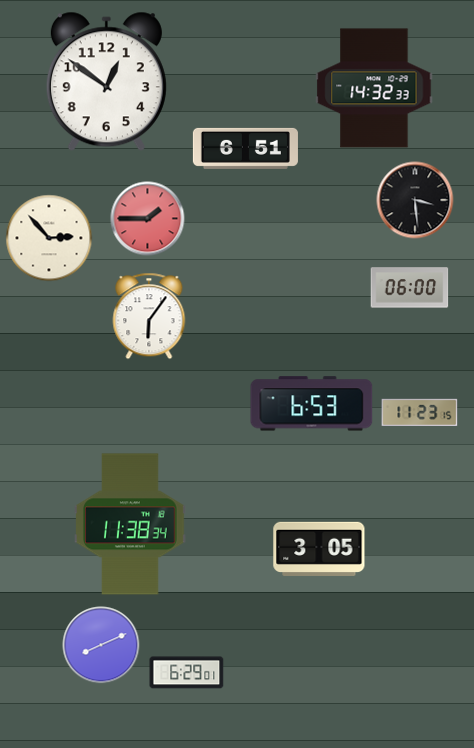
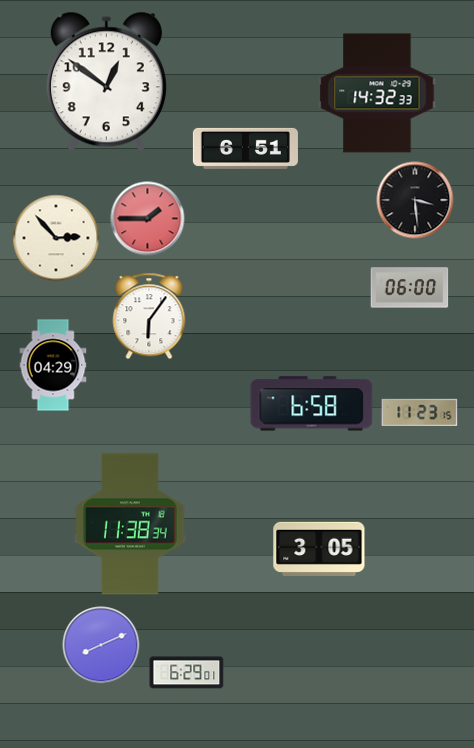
clock at (374, 88) position: (374, 88) -> (377, 93)
clock at (49, 238) position: (49, 238) -> (56, 238)
clock at (53, 365): none -> 04:29
clock at (312, 404): 6:53 -> 6:58
